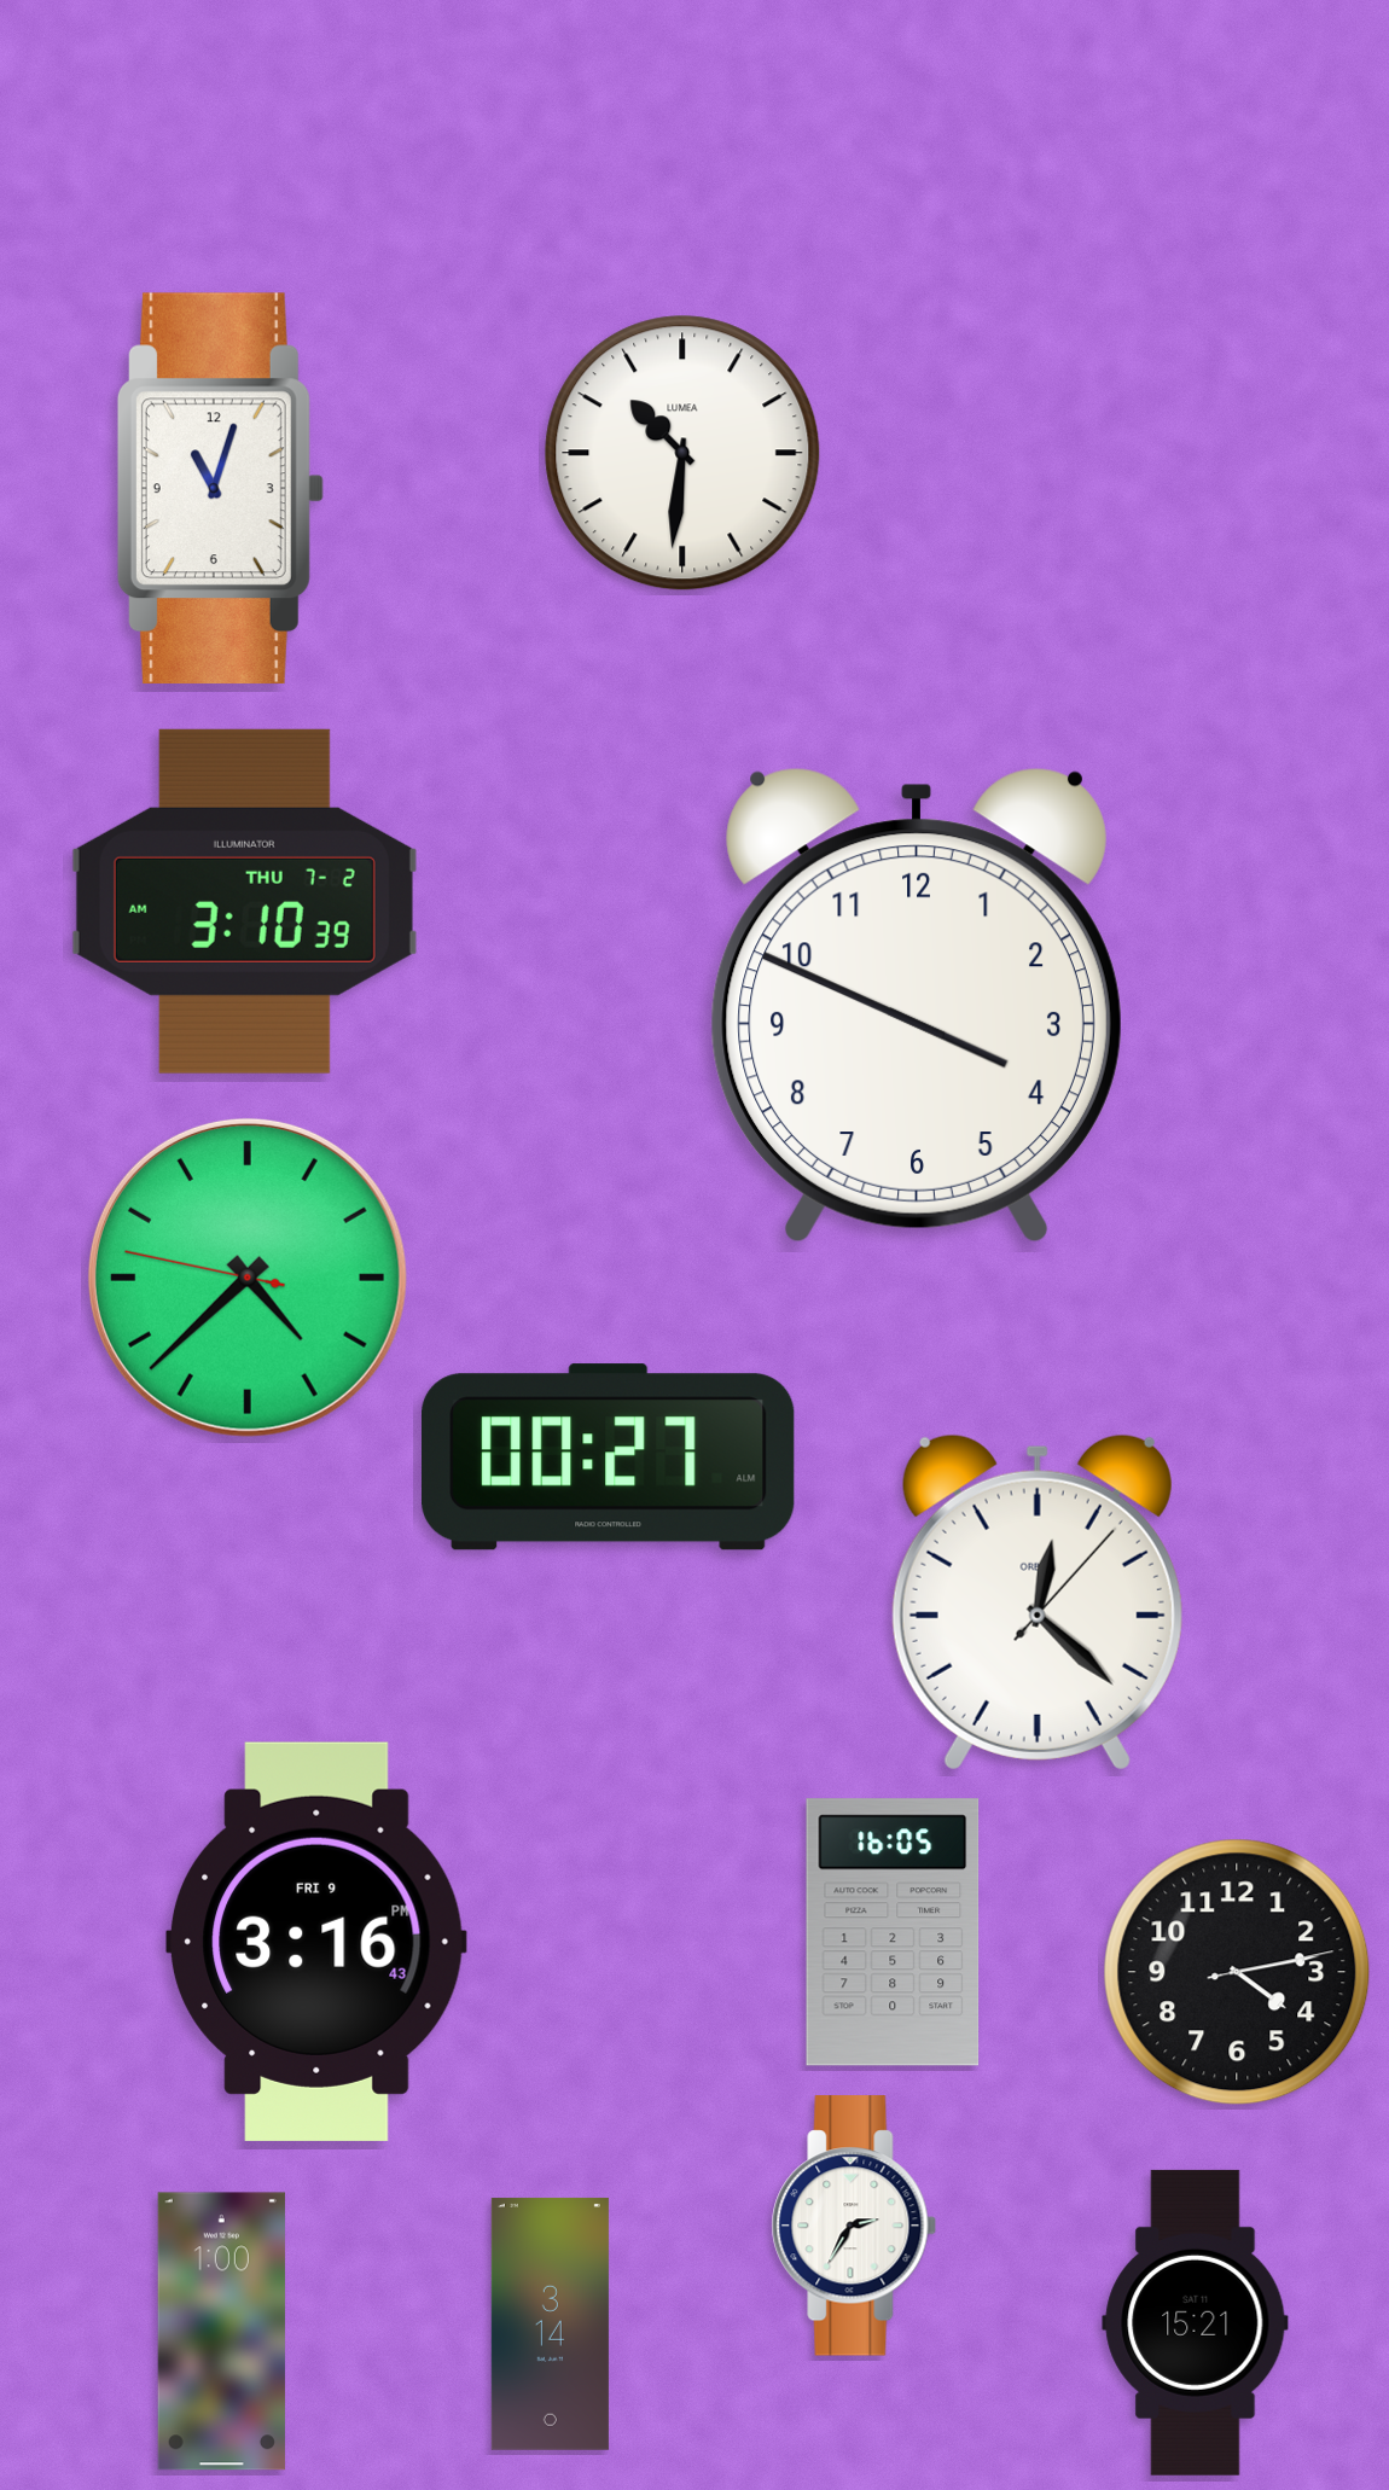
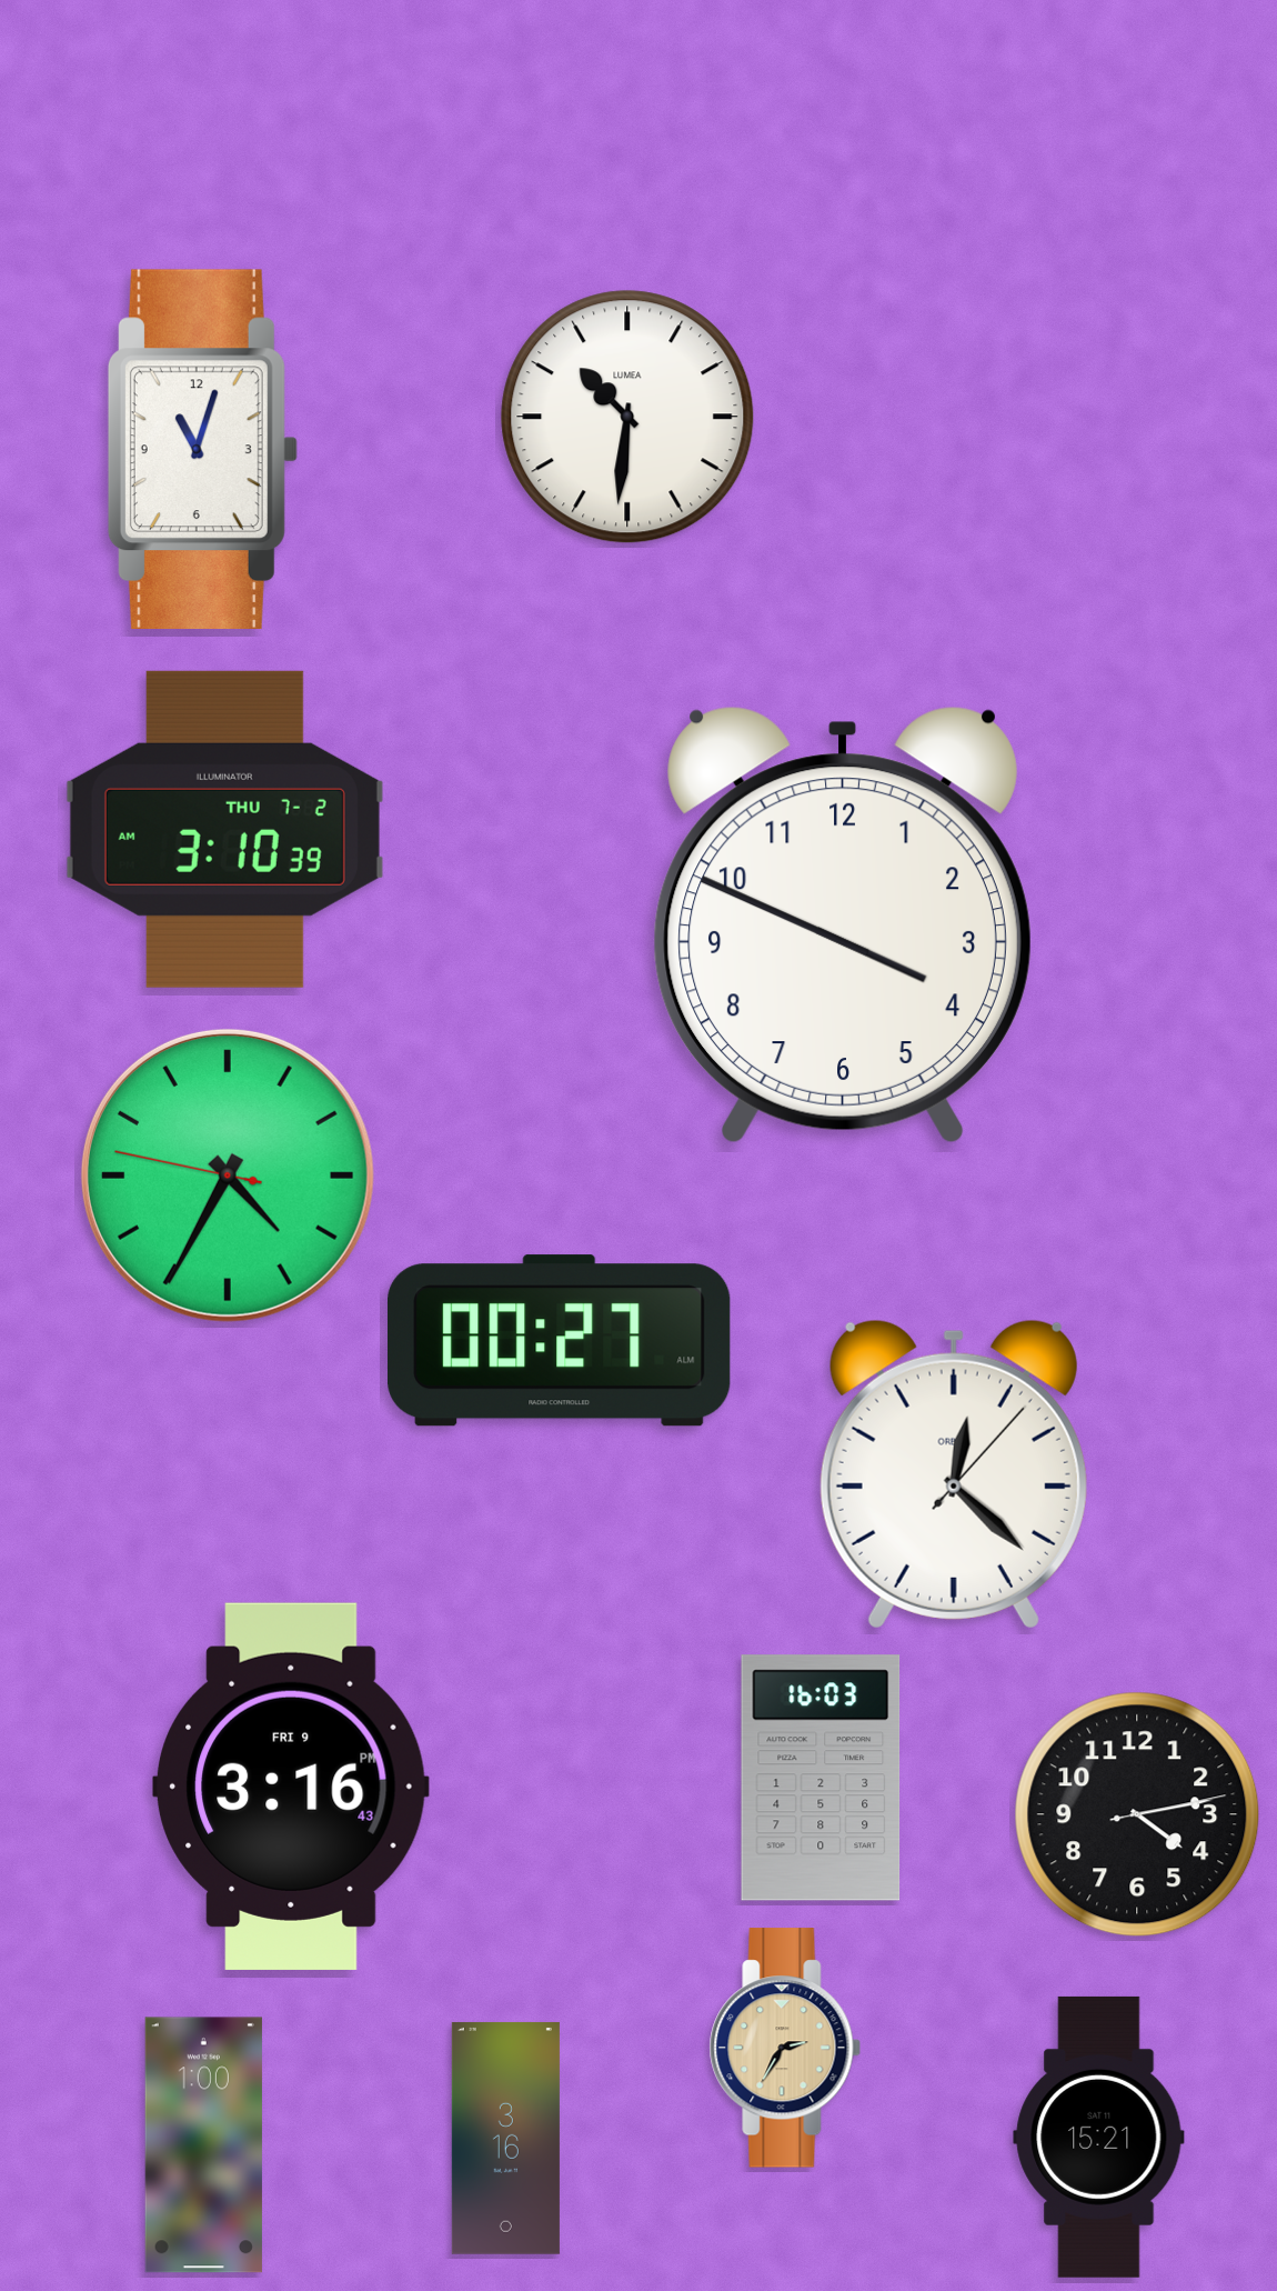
clock at (248, 1278): 4:37 -> 4:34
clock at (893, 1932): 16:05 -> 16:03
clock at (854, 2226) dial: white -> champagne
clock at (550, 2323): 3:14 -> 3:16
